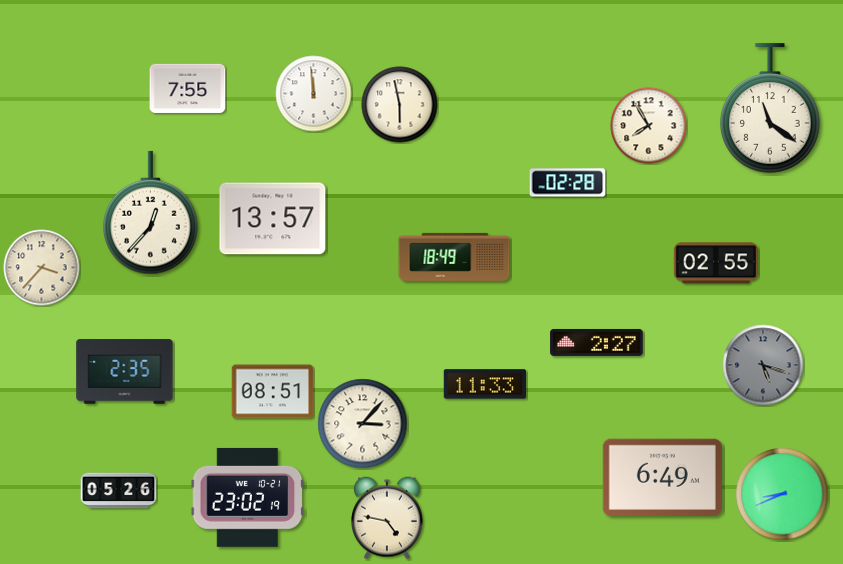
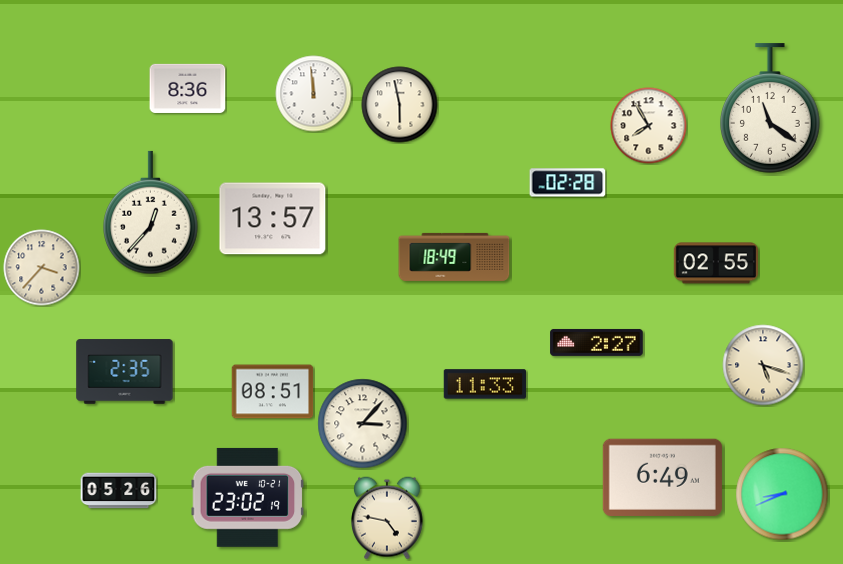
clock at (188, 88): 7:55 -> 8:36
clock at (763, 365) dial: grey -> cream
